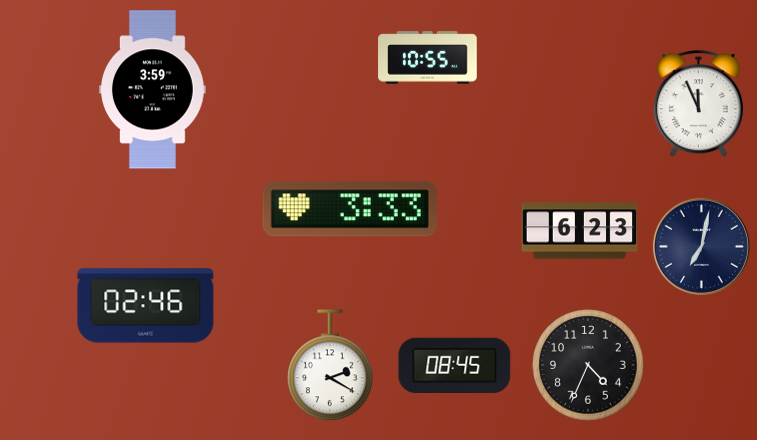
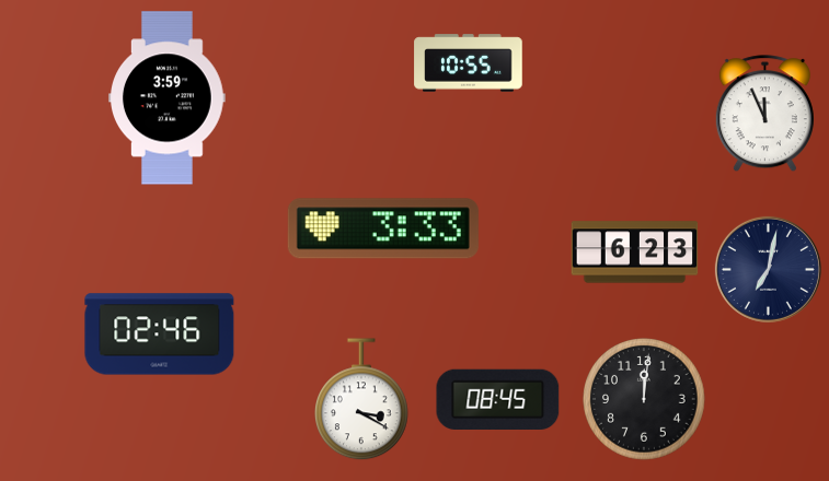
clock at (588, 365): 4:34 -> 12:01
clock at (331, 366): 2:20 -> 3:20
